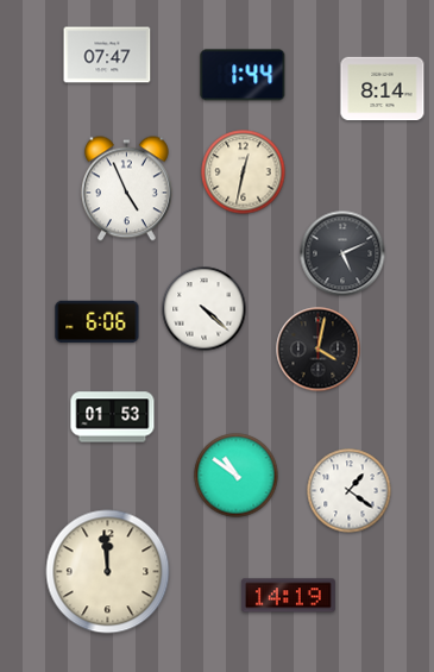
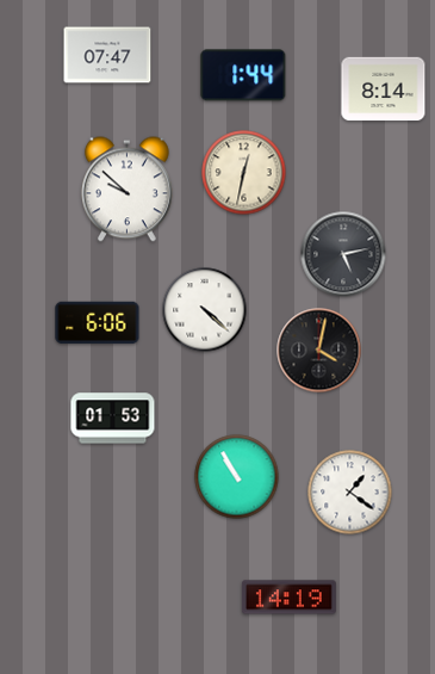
clock at (126, 189): 4:56 -> 9:52
clock at (342, 253): 5:11 -> 5:13
clock at (237, 476): 10:51 -> 10:55
clock at (108, 572): 11:59 -> none
